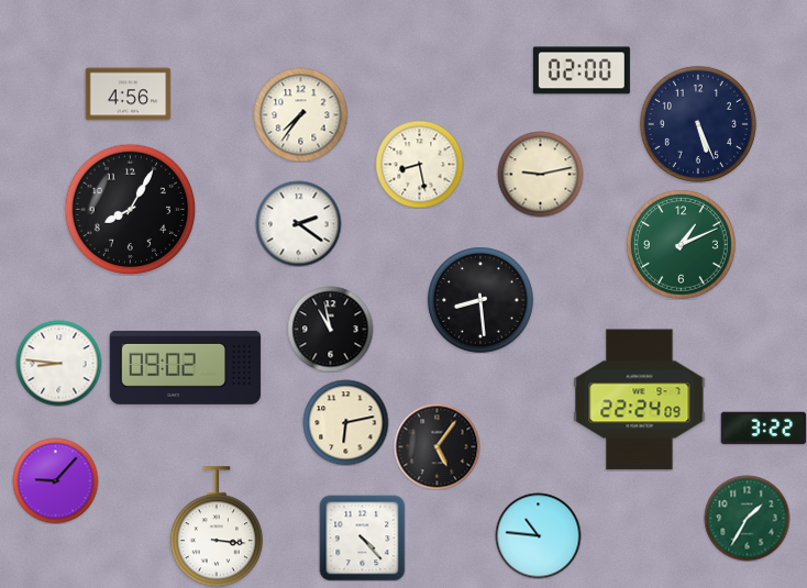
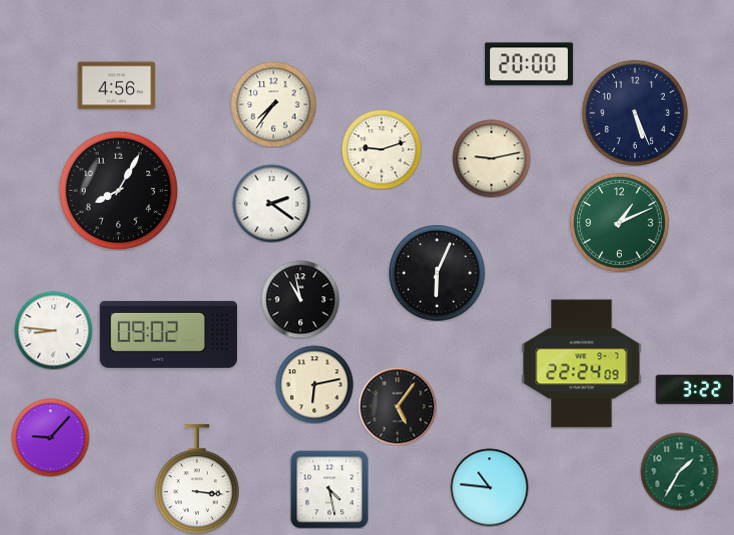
clock at (582, 70): 02:00 -> 20:00
clock at (419, 164): 8:28 -> 9:12
clock at (480, 300): 8:29 -> 6:04
clock at (362, 537): 4:23 -> 4:28
